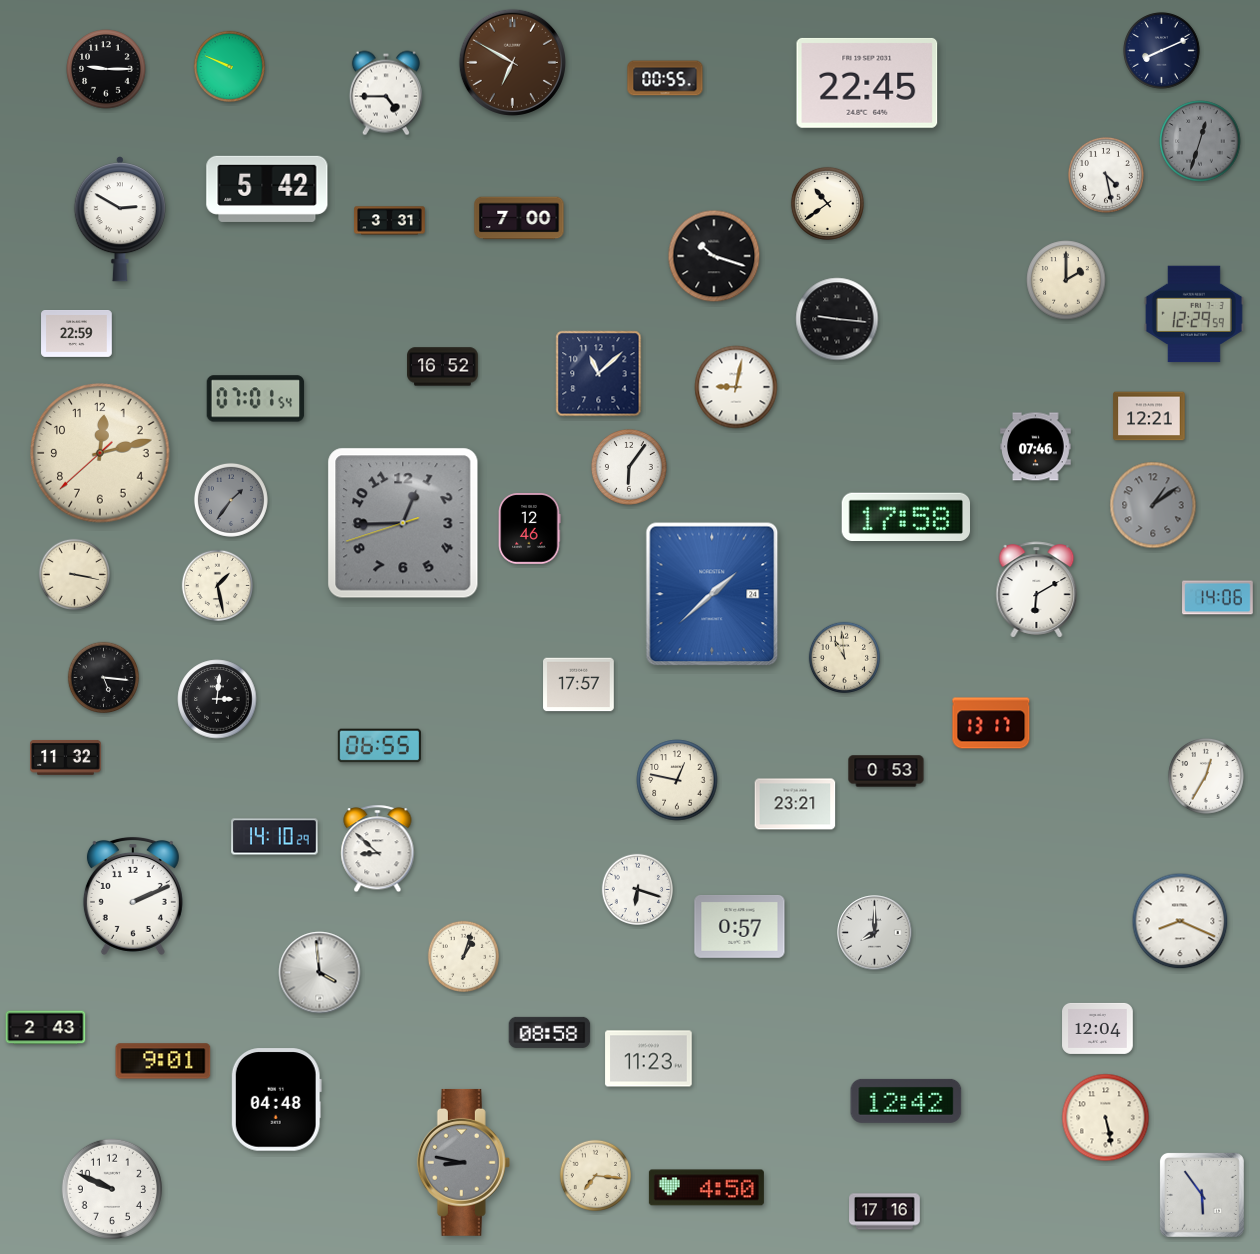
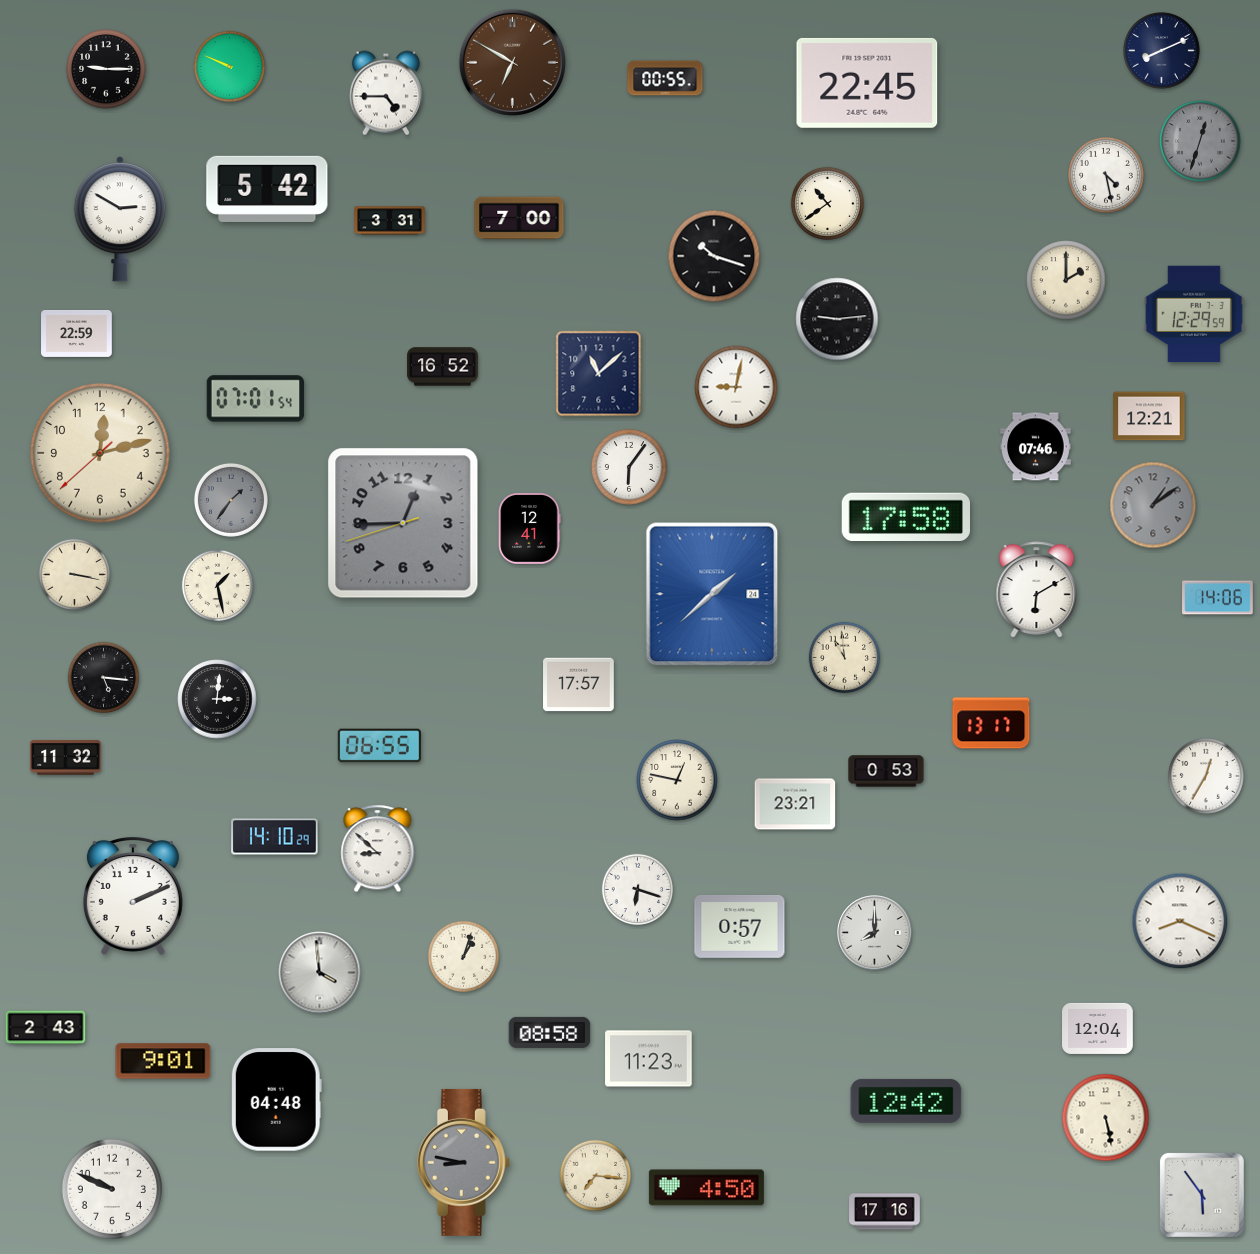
clock at (837, 319): 9:16 -> 9:14
clock at (530, 529): 12:46 -> 12:41
